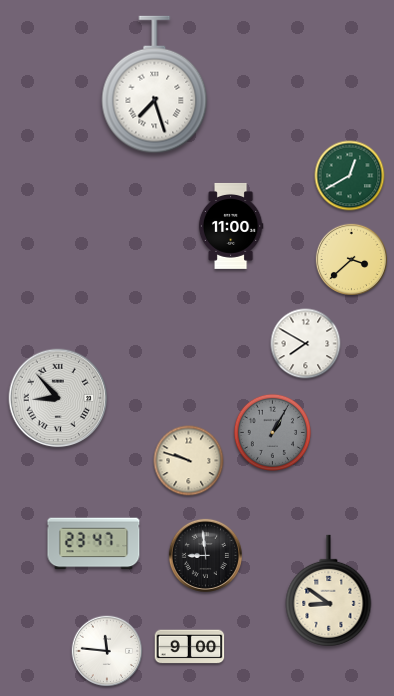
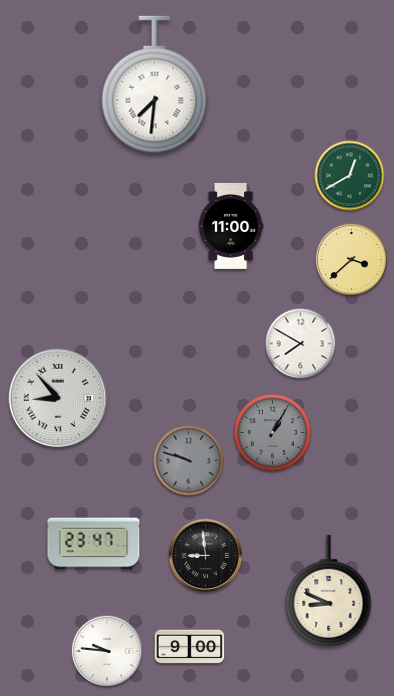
clock at (155, 85): 7:27 -> 7:31
clock at (306, 344) position: (306, 344) -> (301, 344)
clock at (189, 461) dial: cream -> grey
clock at (329, 591): 8:51 -> 8:49
clock at (107, 651): 11:46 -> 9:46
